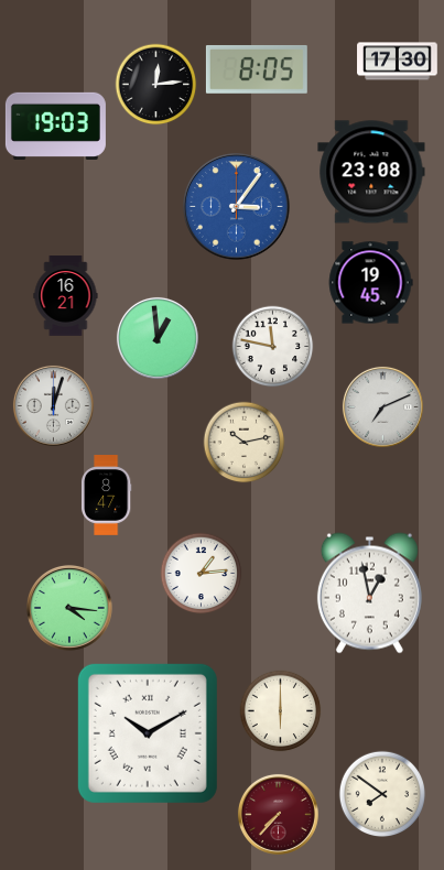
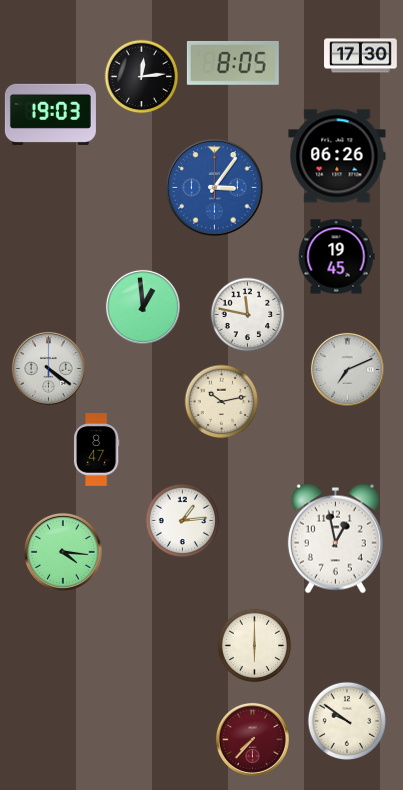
clock at (371, 172): 23:08 -> 06:26
clock at (66, 296): 16:21 -> none
clock at (53, 405): 12:03 -> 4:21
clock at (148, 733): 10:10 -> none
clock at (381, 793): 7:51 -> 9:51
